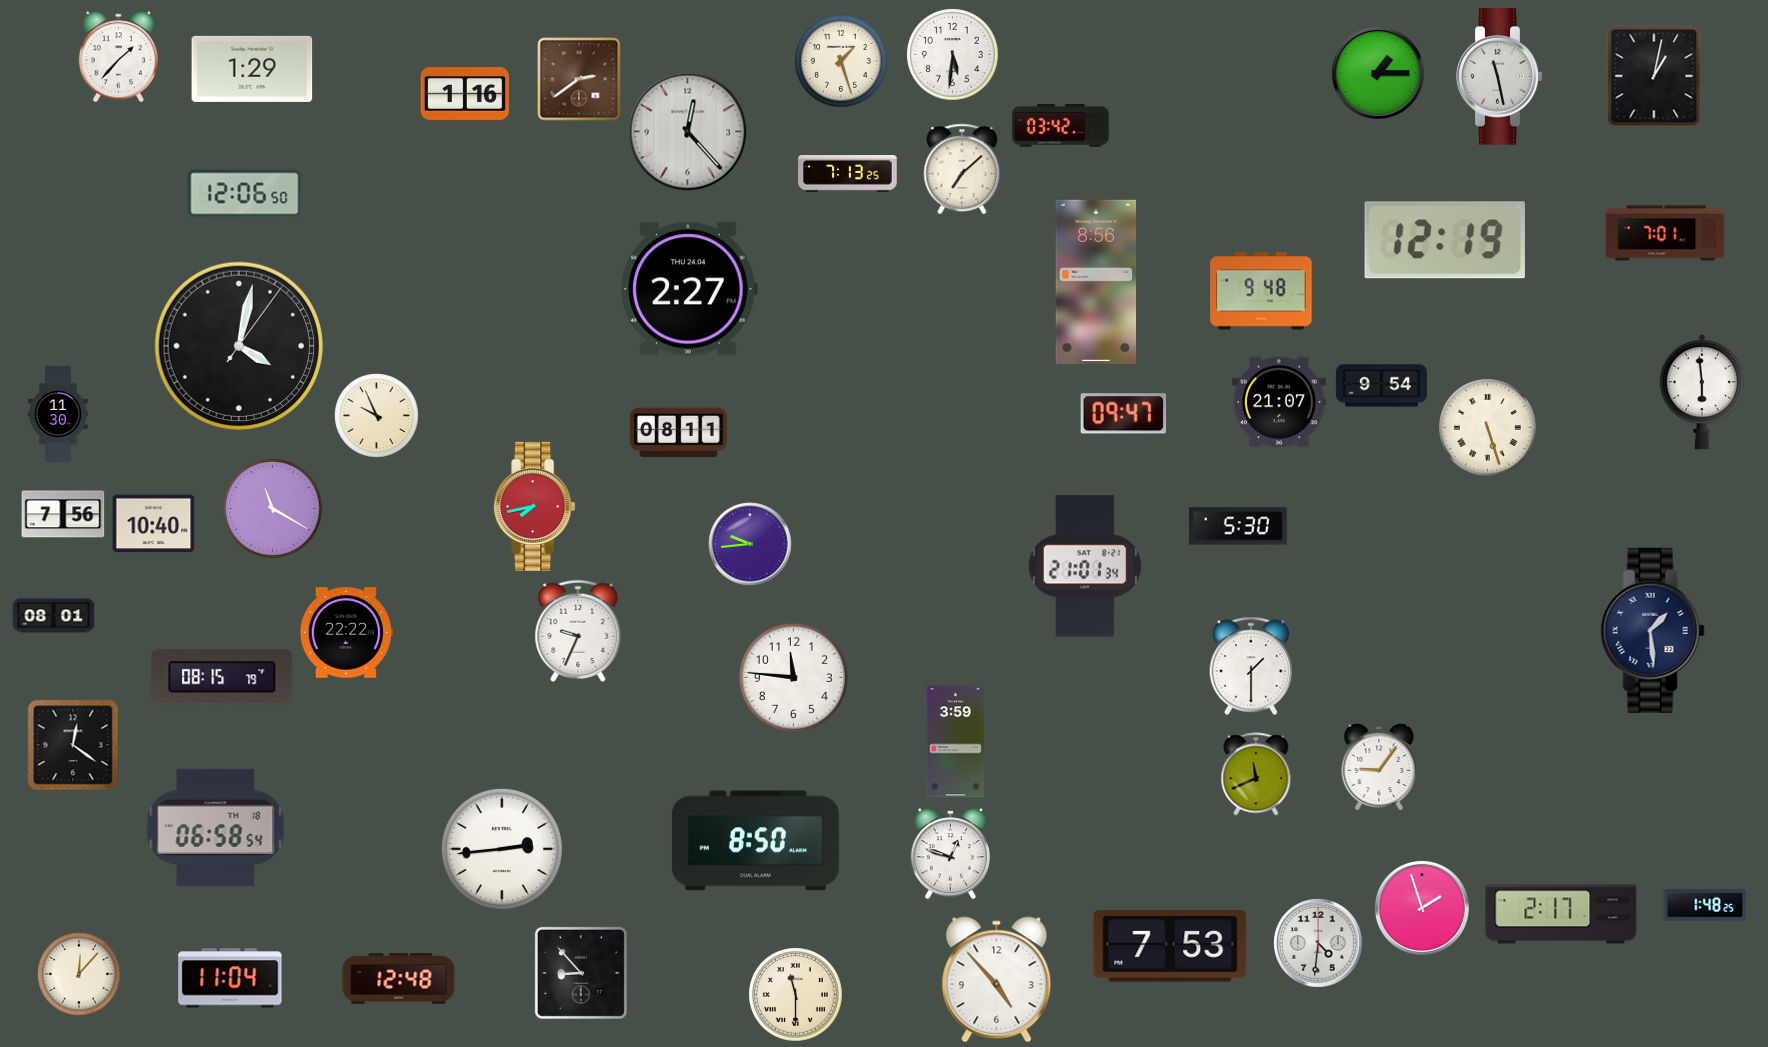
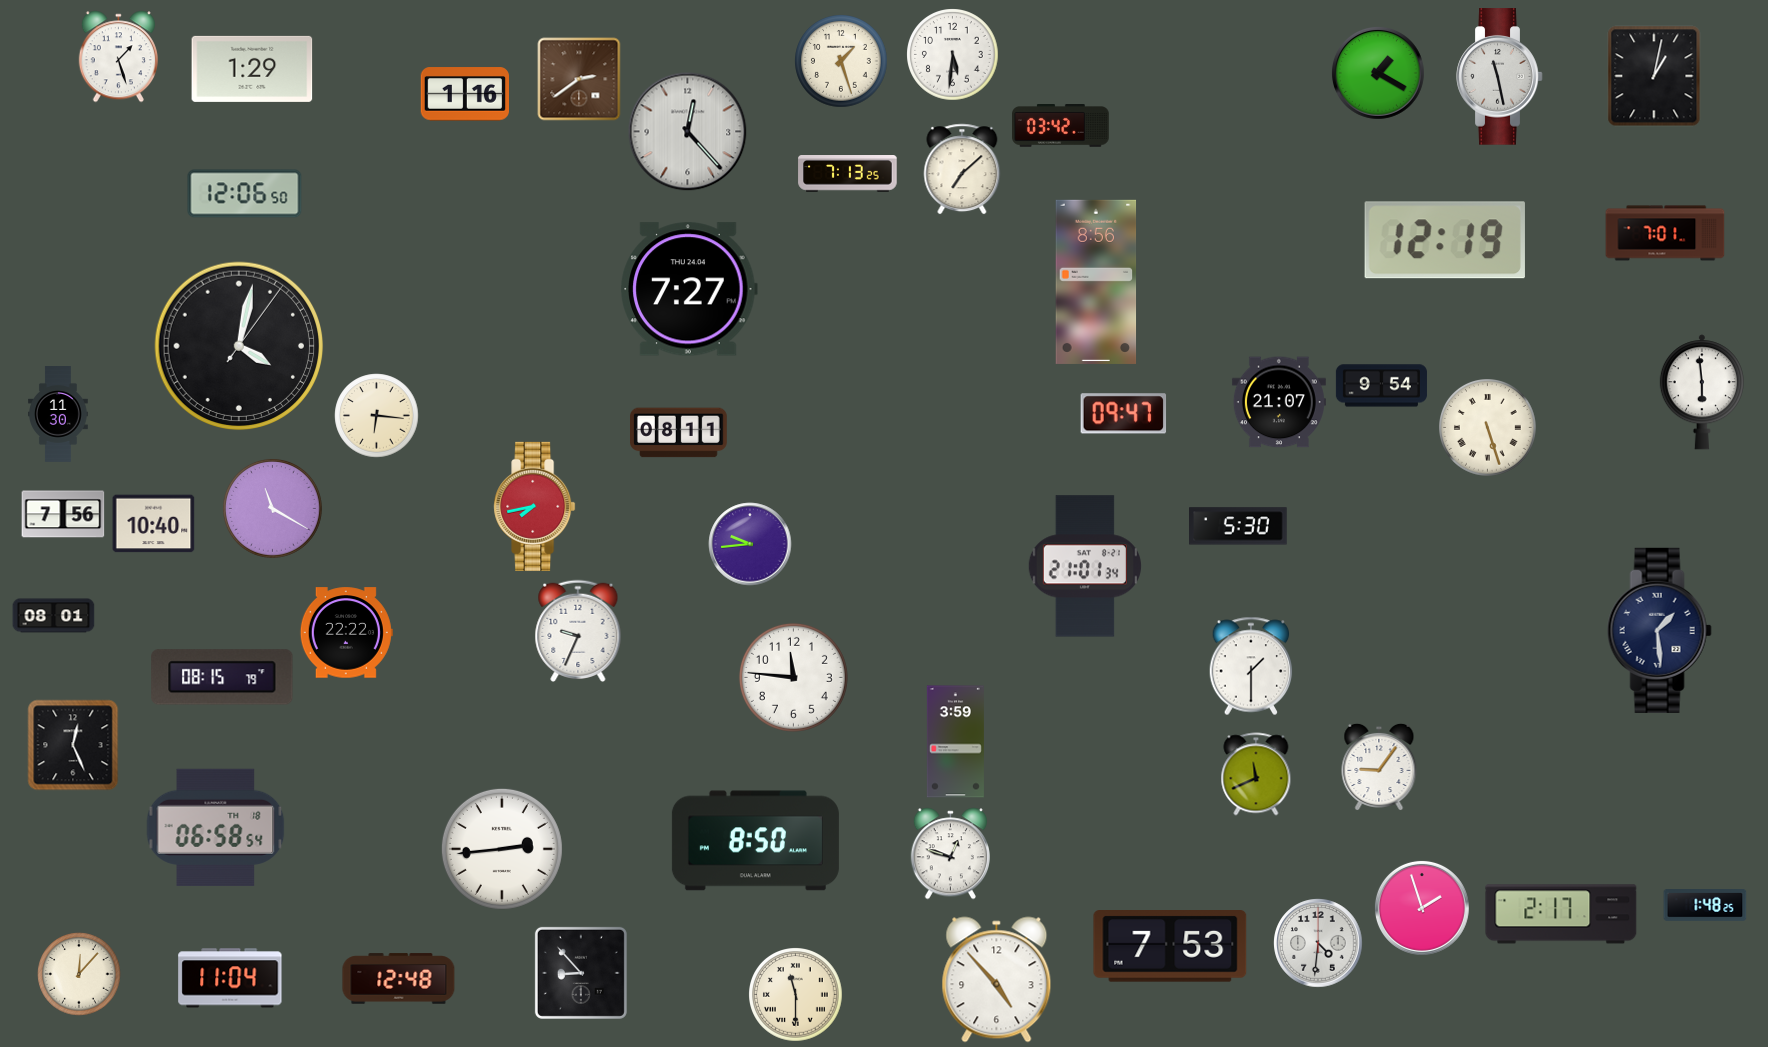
clock at (118, 57): 1:37 -> 1:27
clock at (1378, 73): 1:15 -> 1:20
clock at (689, 289): 2:27 -> 7:27
clock at (1261, 291): 9:48 -> none
clock at (377, 416): 9:56 -> 6:16
clock at (1652, 630) position: (1652, 630) -> (1659, 630)
clock at (73, 745): 12:21 -> 12:26
